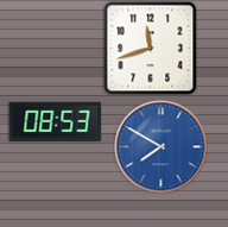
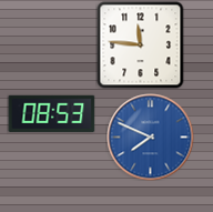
clock at (150, 48): 11:42 -> 11:46
clock at (160, 146): 7:50 -> 7:49
